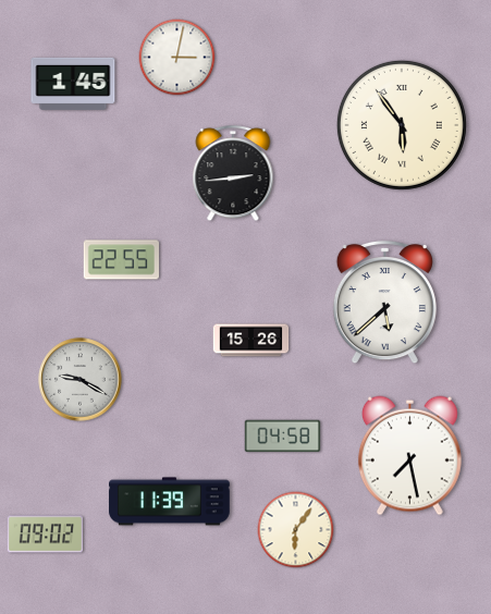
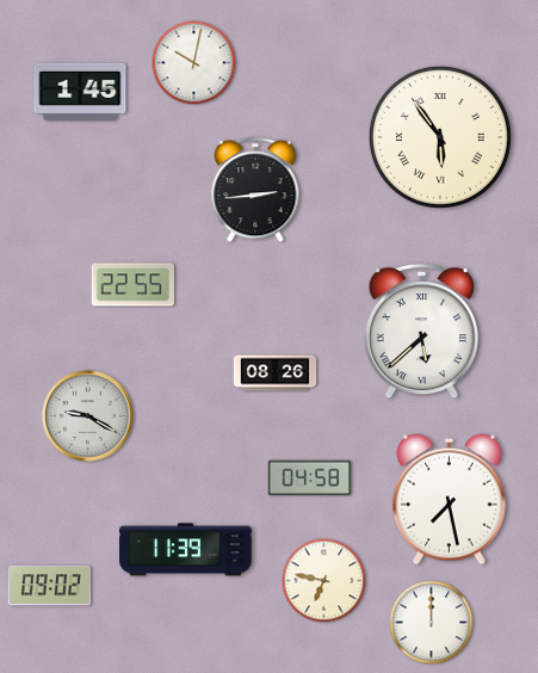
clock at (177, 58): 3:02 -> 10:02
clock at (251, 341): 15:26 -> 08:26
clock at (296, 530): 6:06 -> 6:47
clock at (432, 623): none -> 12:00
